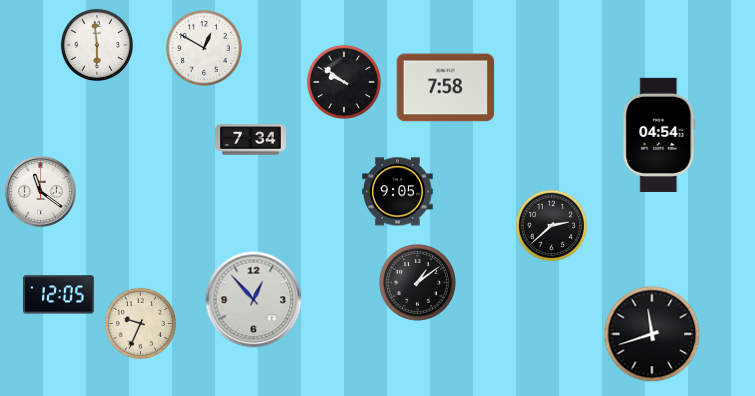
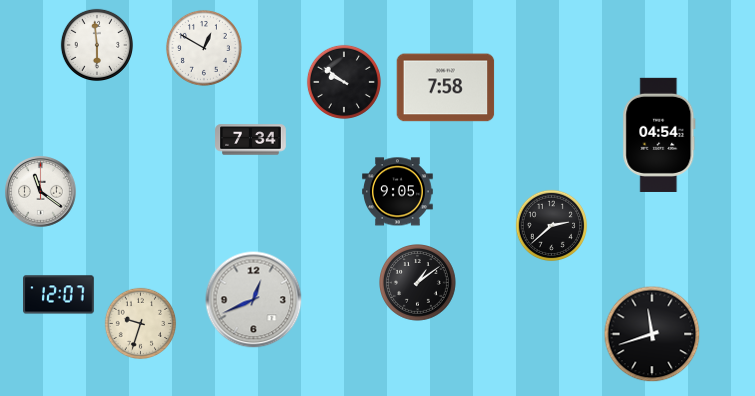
clock at (59, 295): 12:05 -> 12:07
clock at (254, 300): 12:53 -> 12:41
clock at (141, 324): 9:34 -> 9:33
